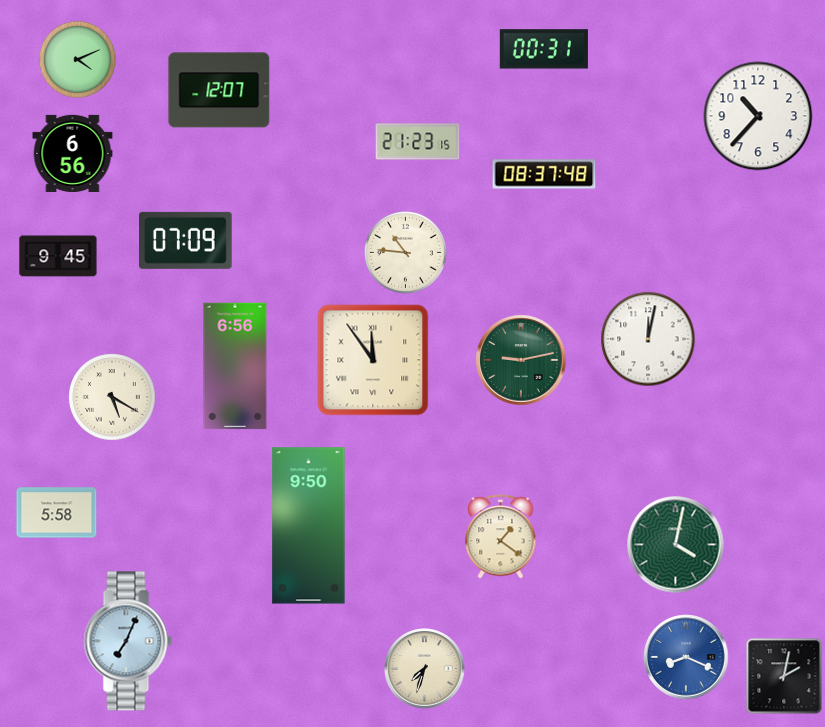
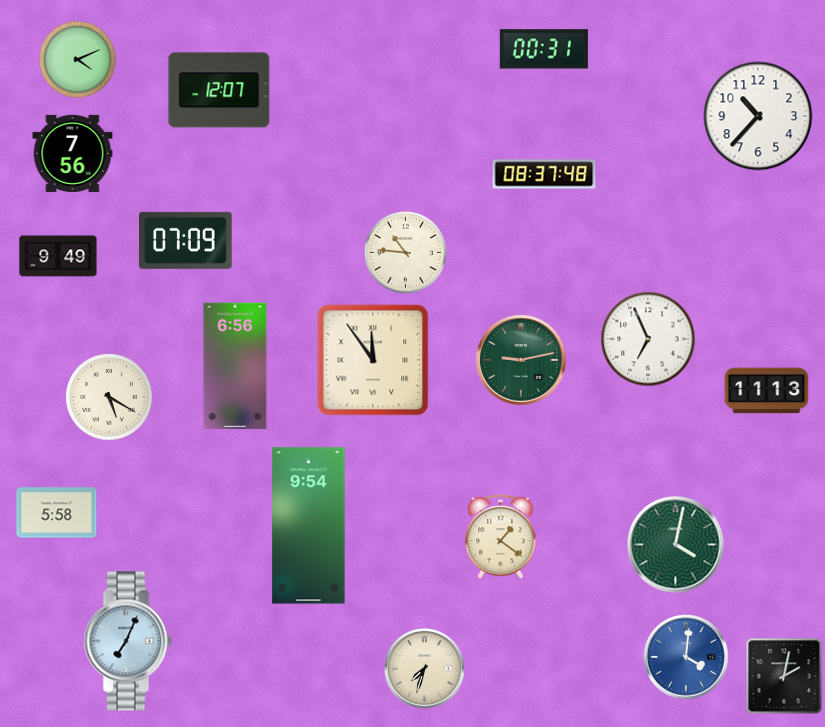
clock at (418, 142): 21:23 -> none
clock at (73, 153): 6:56 -> 7:56
clock at (58, 256): 9:45 -> 9:49
clock at (648, 339): 12:02 -> 6:56
clock at (767, 391): none -> 11:13
clock at (112, 397) position: (112, 397) -> (109, 397)
clock at (309, 526): 9:50 -> 9:54
clock at (686, 657): 8:19 -> 4:01
